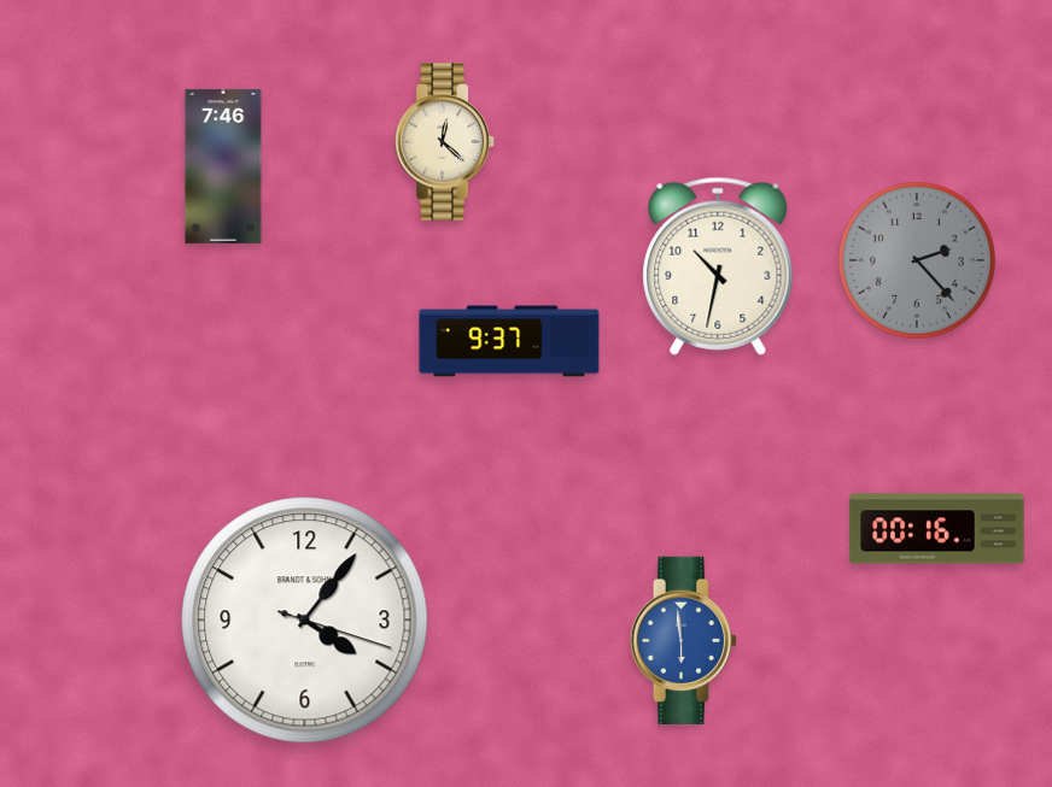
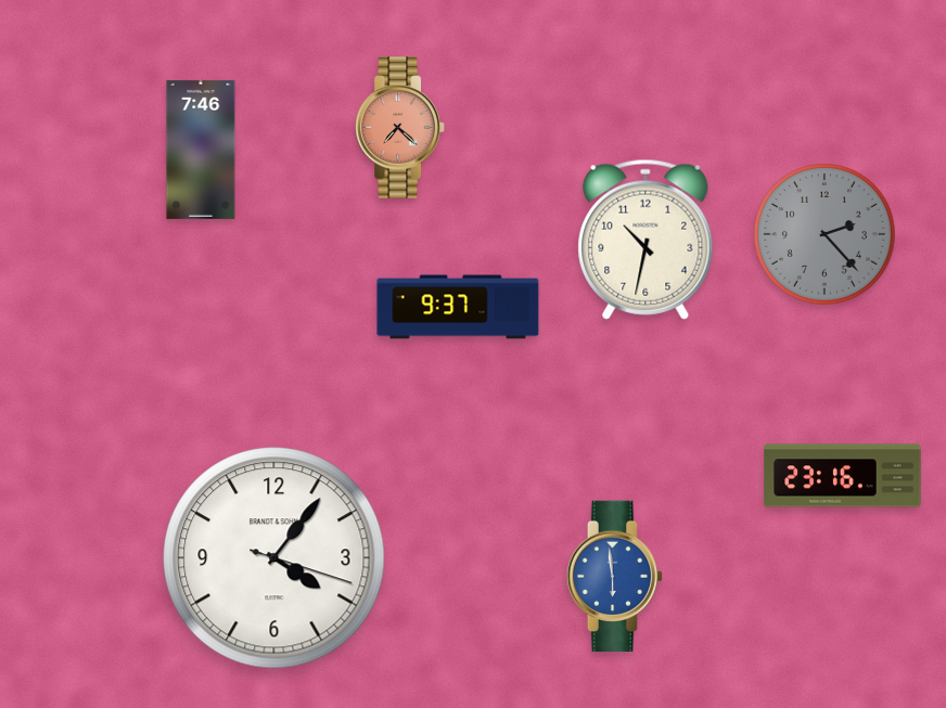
clock at (445, 142): 12:22 -> 7:22
clock at (445, 142) dial: cream -> salmon
clock at (937, 529): 00:16 -> 23:16
